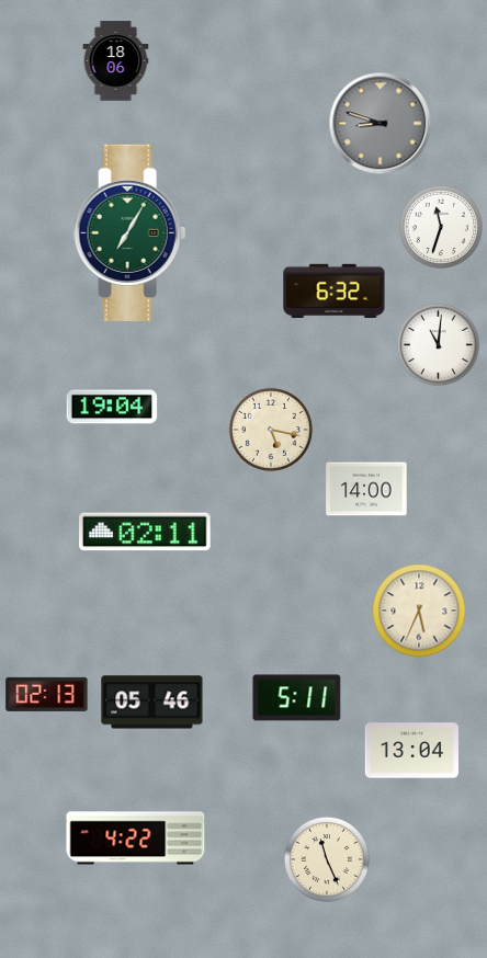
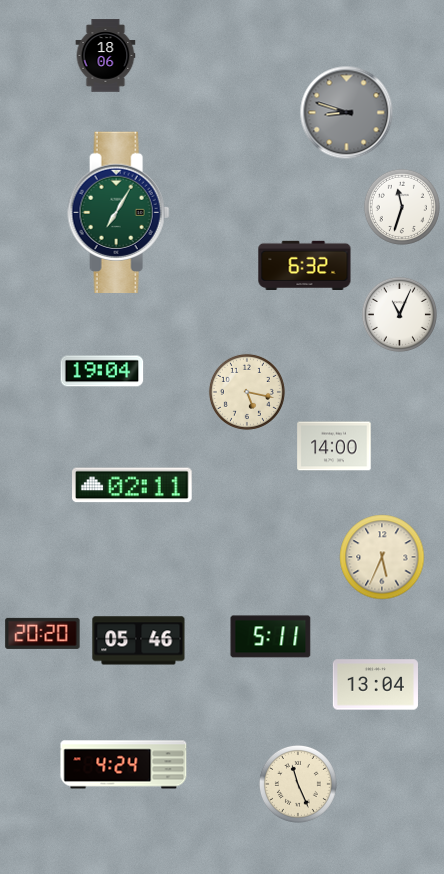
clock at (438, 344): 11:01 -> 11:04
clock at (47, 694): 02:13 -> 20:20
clock at (136, 839): 4:22 -> 4:24
